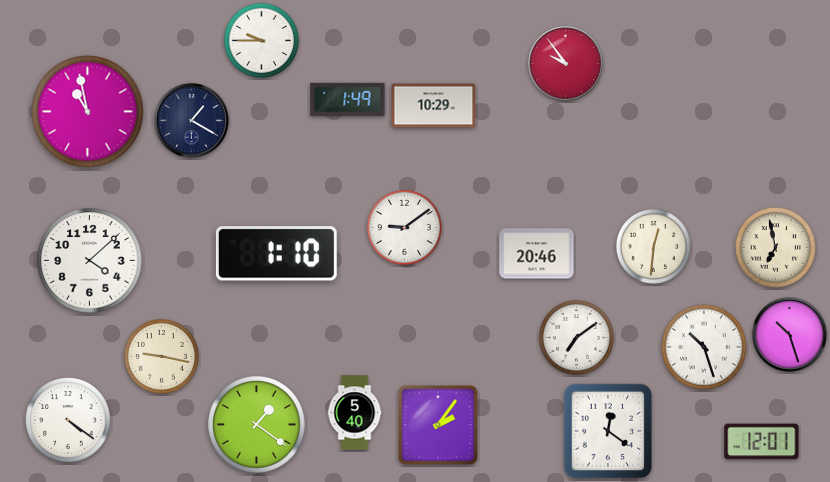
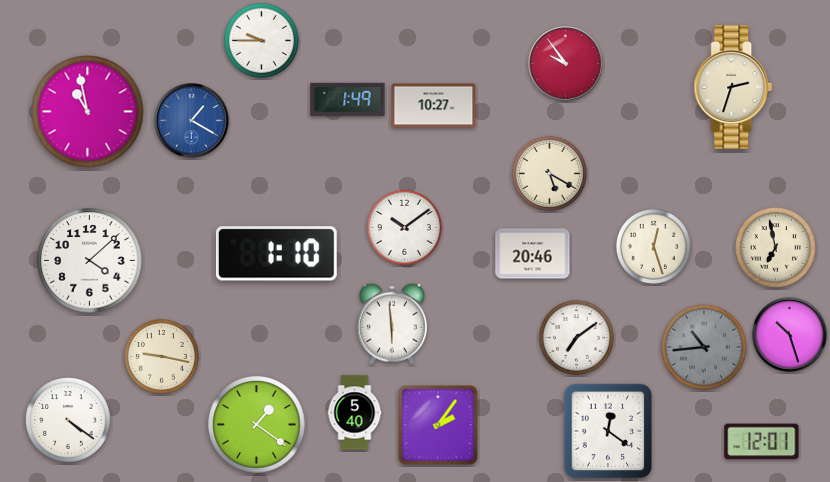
clock at (733, 87): none -> 2:33
clock at (434, 106): 10:29 -> 10:27
clock at (192, 121) dial: navy -> blue
clock at (549, 173): none -> 5:20
clock at (404, 227): 9:09 -> 10:09
clock at (653, 246): 12:31 -> 12:27
clock at (537, 254) position: (537, 254) -> (533, 254)
clock at (392, 324): none -> 5:59
clock at (705, 348): 10:27 -> 10:44
clock at (705, 348) dial: white -> grey
